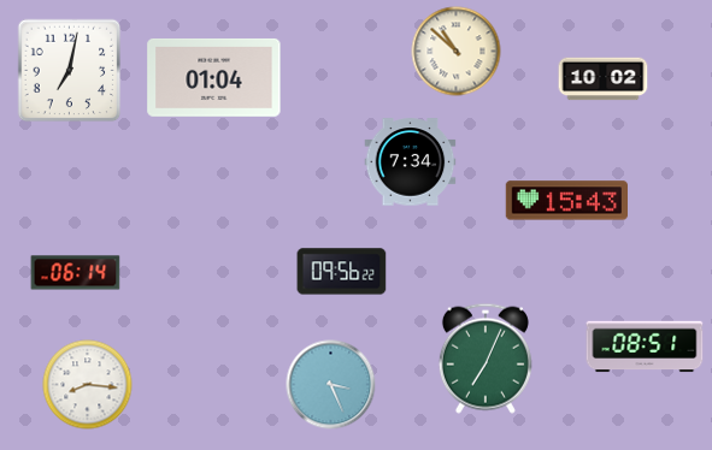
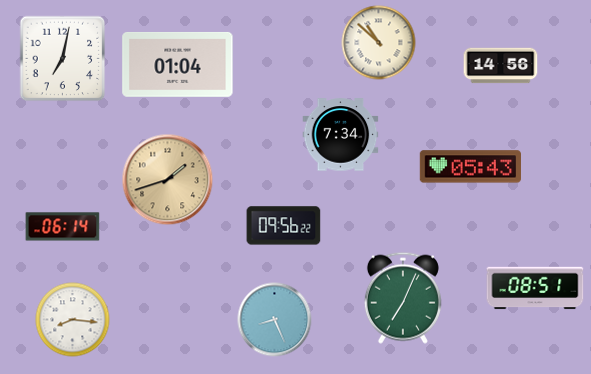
clock at (70, 71) position: (70, 71) -> (63, 59)
clock at (604, 79): 10:02 -> 14:56
clock at (566, 201): 15:43 -> 05:43
clock at (168, 180): none -> 1:42
clock at (331, 385): 3:26 -> 8:26
